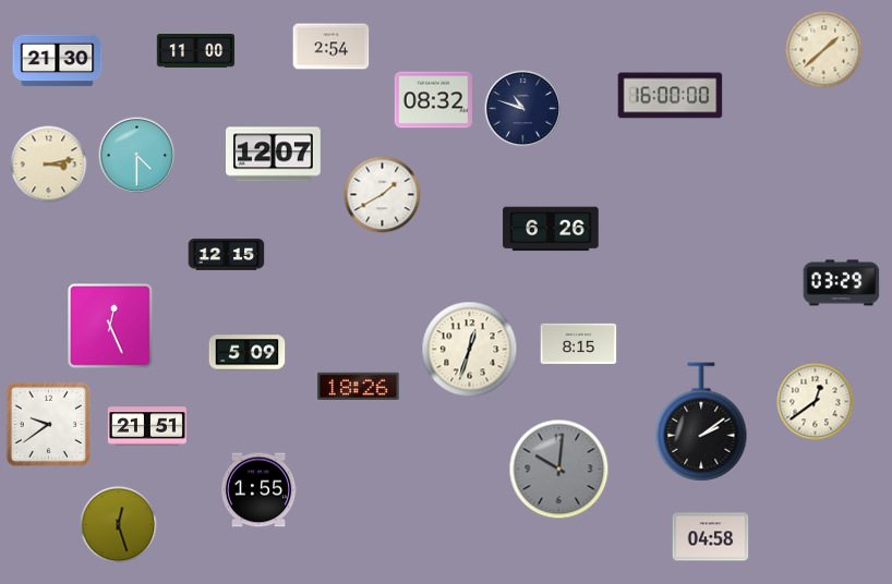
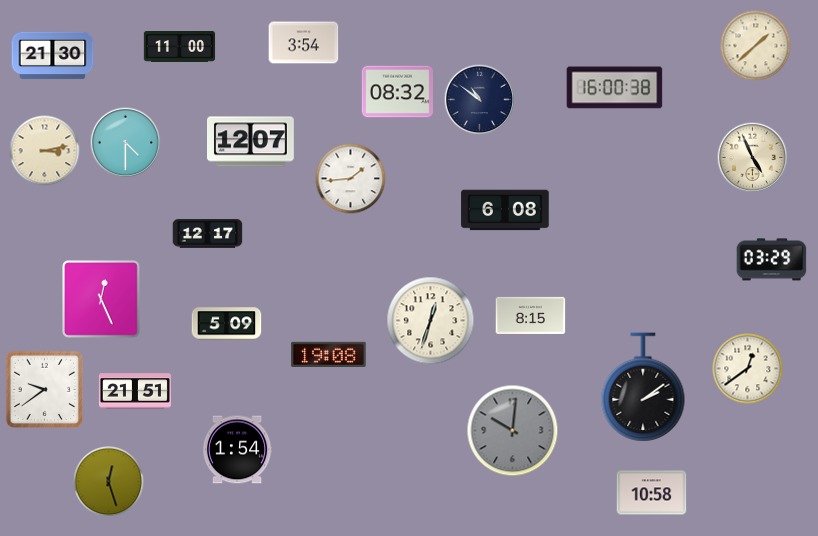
clock at (332, 47): 2:54 -> 3:54
clock at (671, 96): 16:00:00 -> 16:00:38
clock at (523, 109): 10:48 -> 10:51
clock at (753, 158): none -> 4:56
clock at (383, 195): 1:40 -> 1:44
clock at (551, 229): 6:26 -> 6:08
clock at (227, 255): 12:15 -> 12:17
clock at (359, 386): 18:26 -> 19:08
clock at (258, 490): 1:55 -> 1:54
clock at (711, 537): 04:58 -> 10:58
